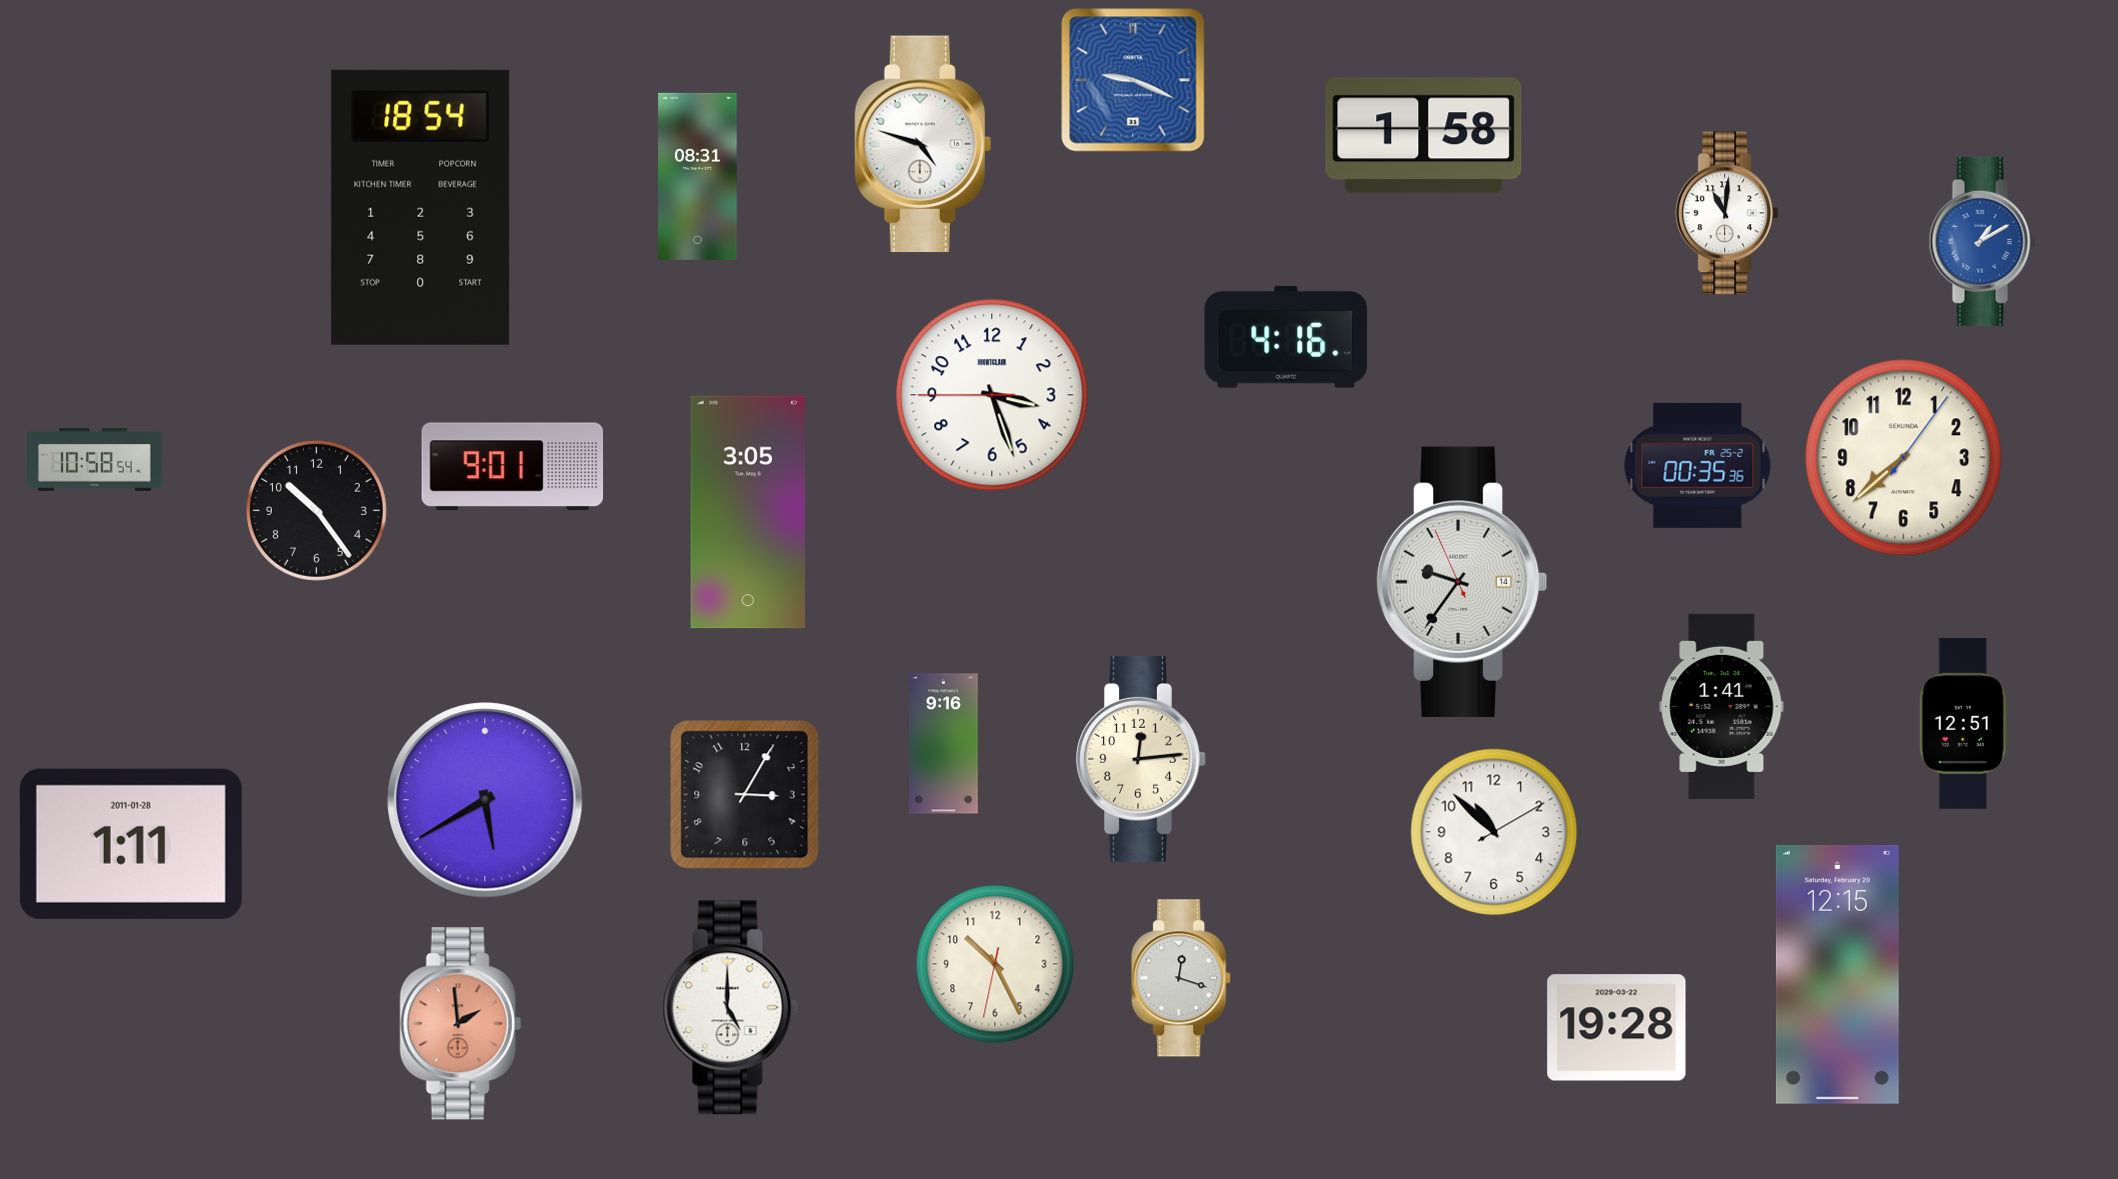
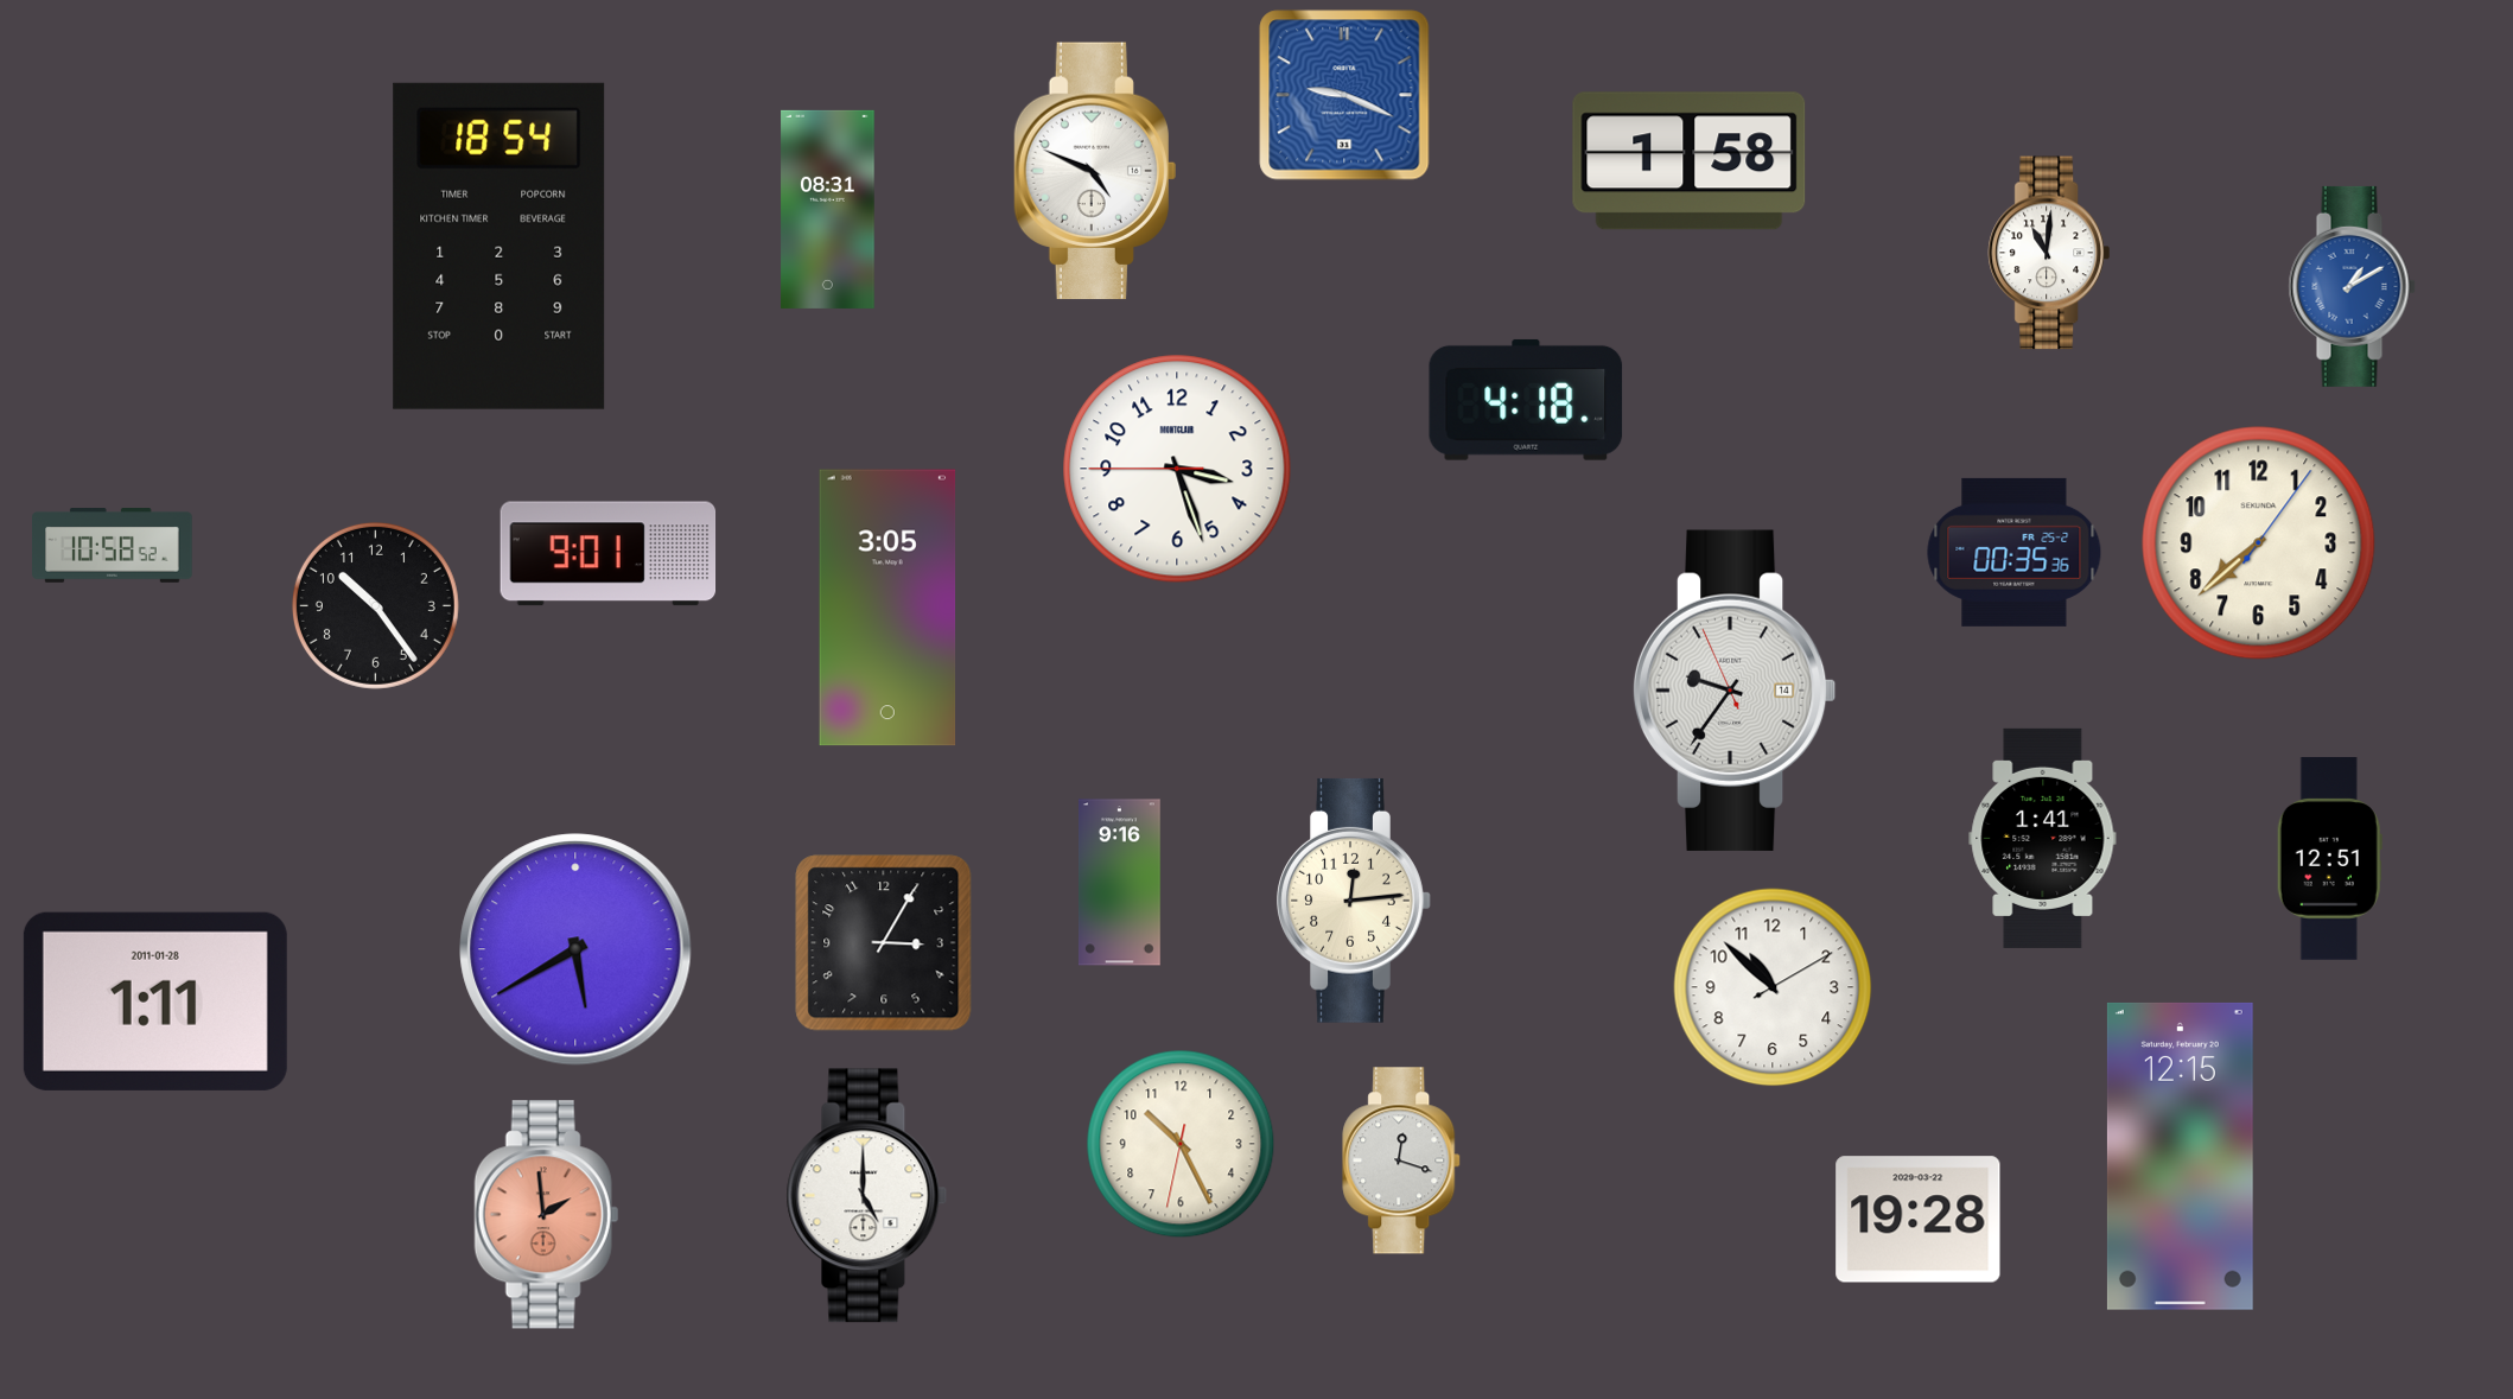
clock at (922, 144): 4:48 -> 4:49
clock at (1286, 337): 4:16 -> 4:18
clock at (95, 460): 10:58:54 -> 10:58:52
